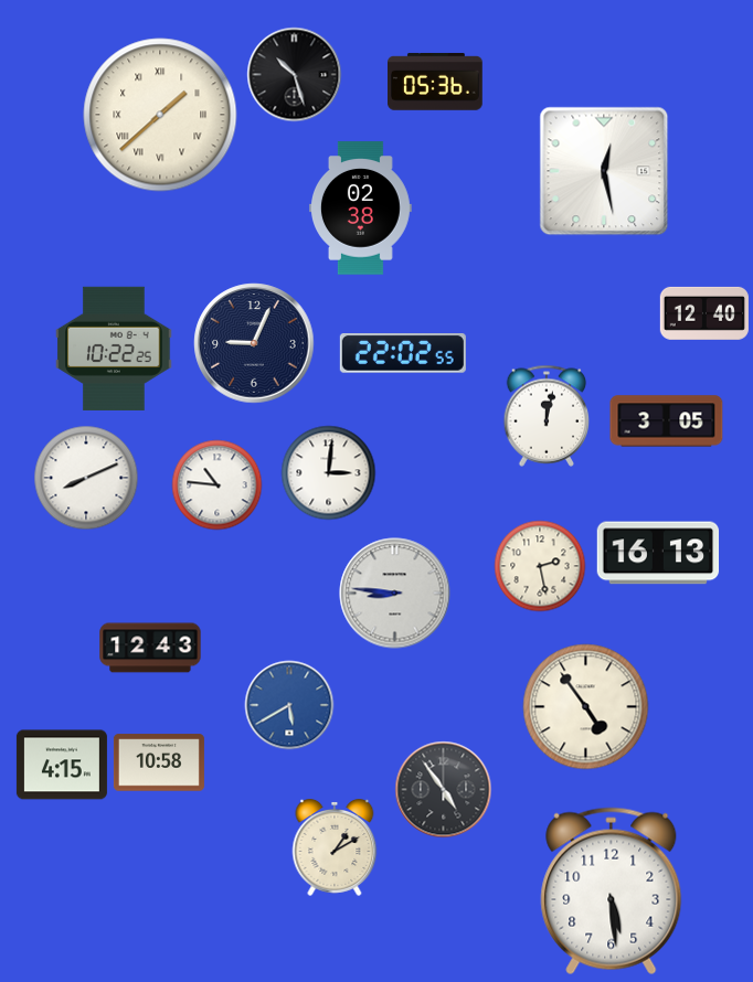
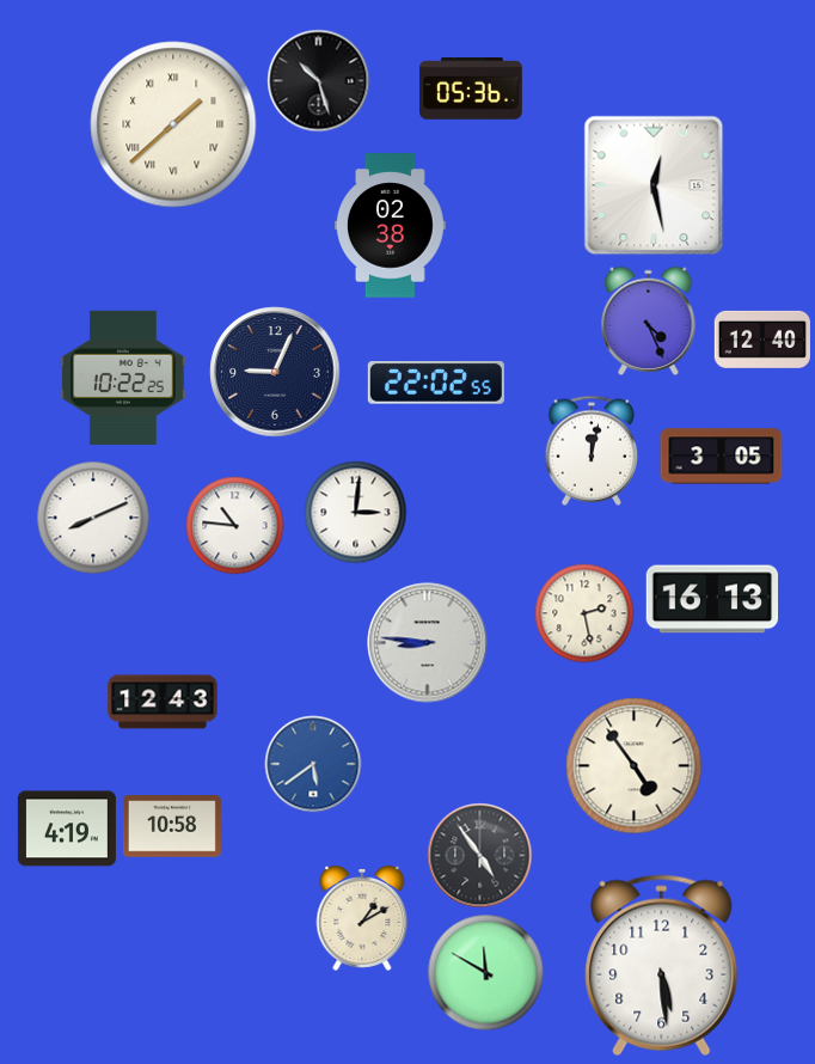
clock at (649, 320): none -> 4:26
clock at (289, 705): 5:40 -> 5:39
clock at (62, 765): 4:15 -> 4:19
clock at (486, 973): none -> 11:50
